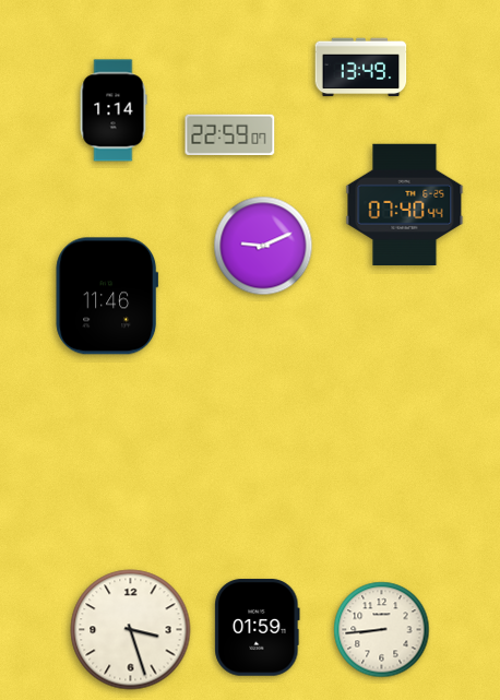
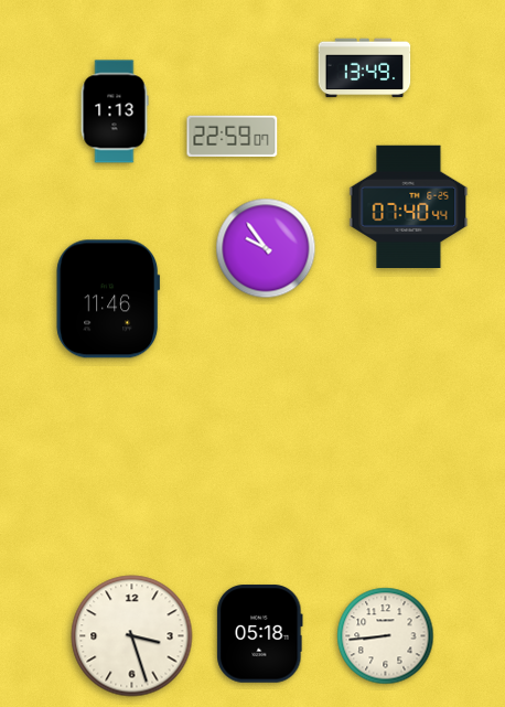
clock at (114, 110): 1:14 -> 1:13
clock at (263, 246): 9:11 -> 9:54
clock at (258, 628): 01:59 -> 05:18
